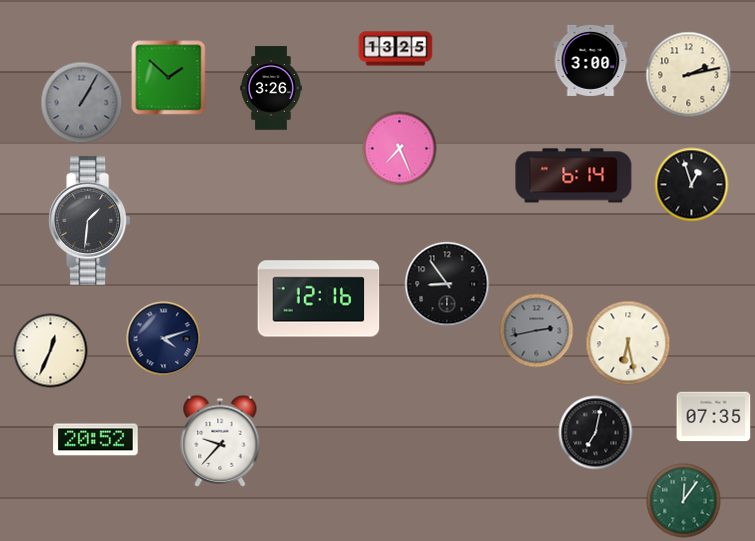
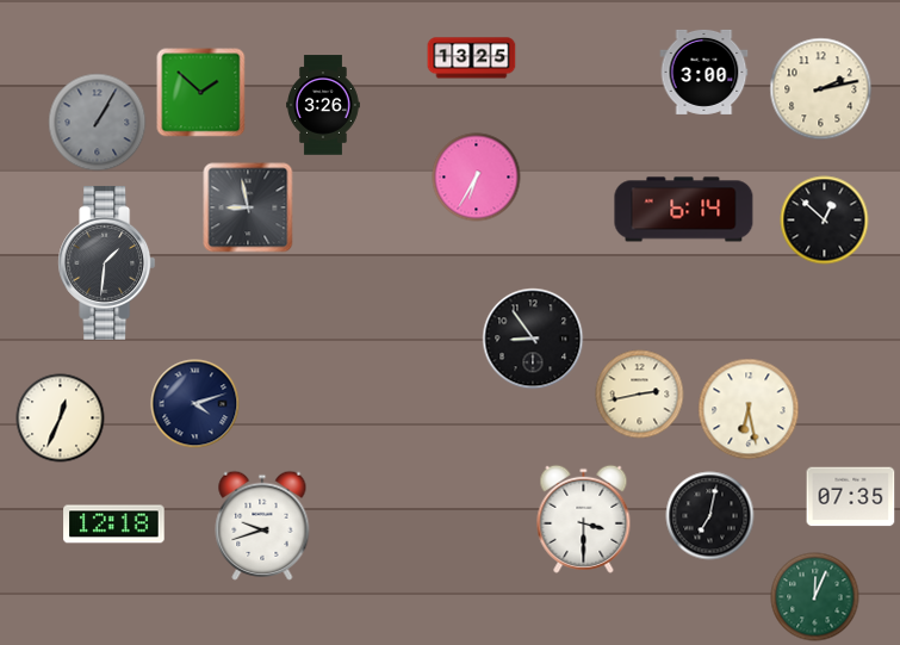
clock at (400, 149): 7:26 -> 6:35
clock at (248, 207): none -> 8:58
clock at (692, 185): 12:57 -> 12:52
clock at (319, 299): 12:16 -> none
clock at (537, 331) dial: grey -> cream
clock at (584, 519): none -> 3:30
clock at (96, 440): 20:52 -> 12:18
clock at (220, 441): 9:37 -> 9:42
clock at (684, 501): 12:06 -> 12:04
